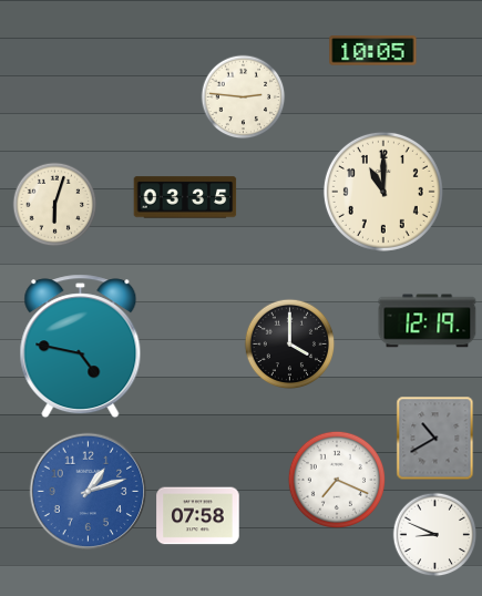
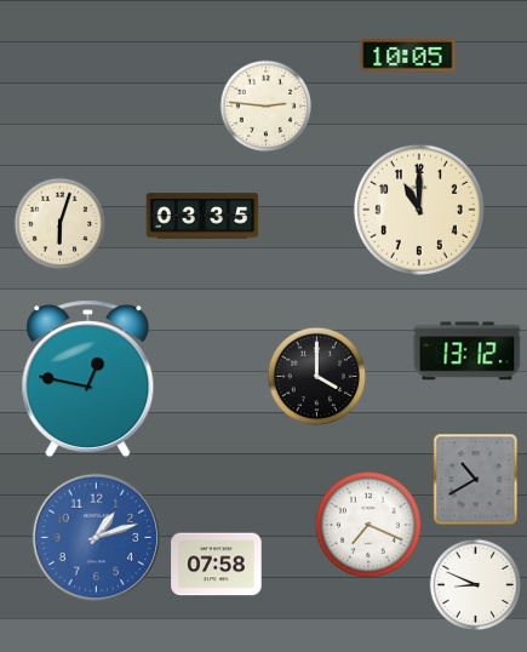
clock at (428, 321): 12:19 -> 13:12
clock at (81, 347): 4:47 -> 12:47
